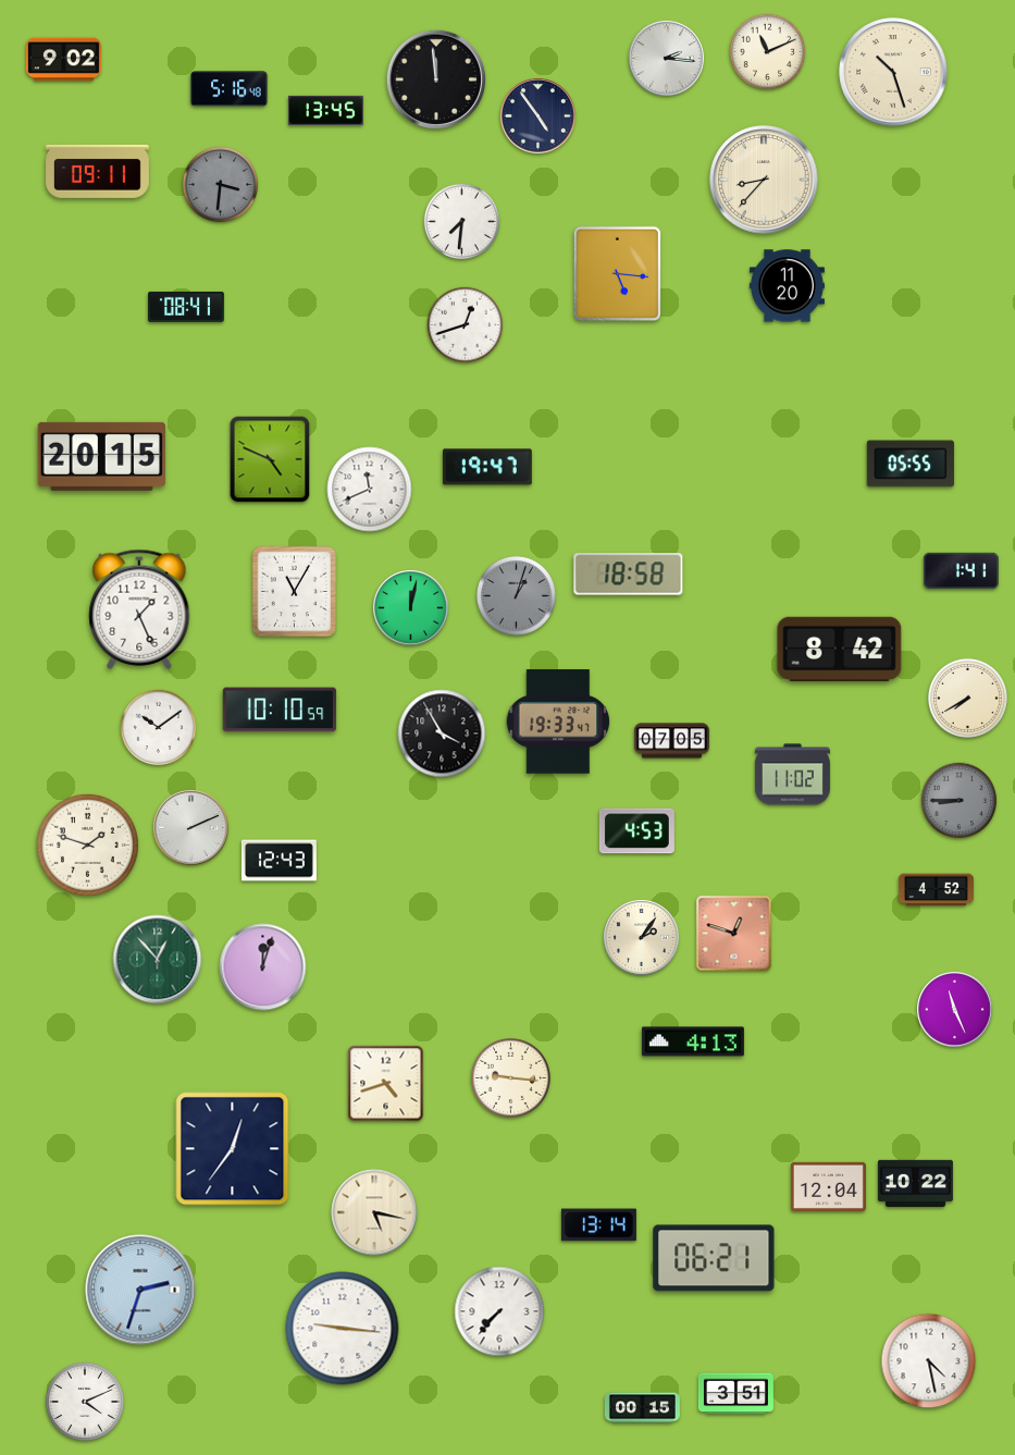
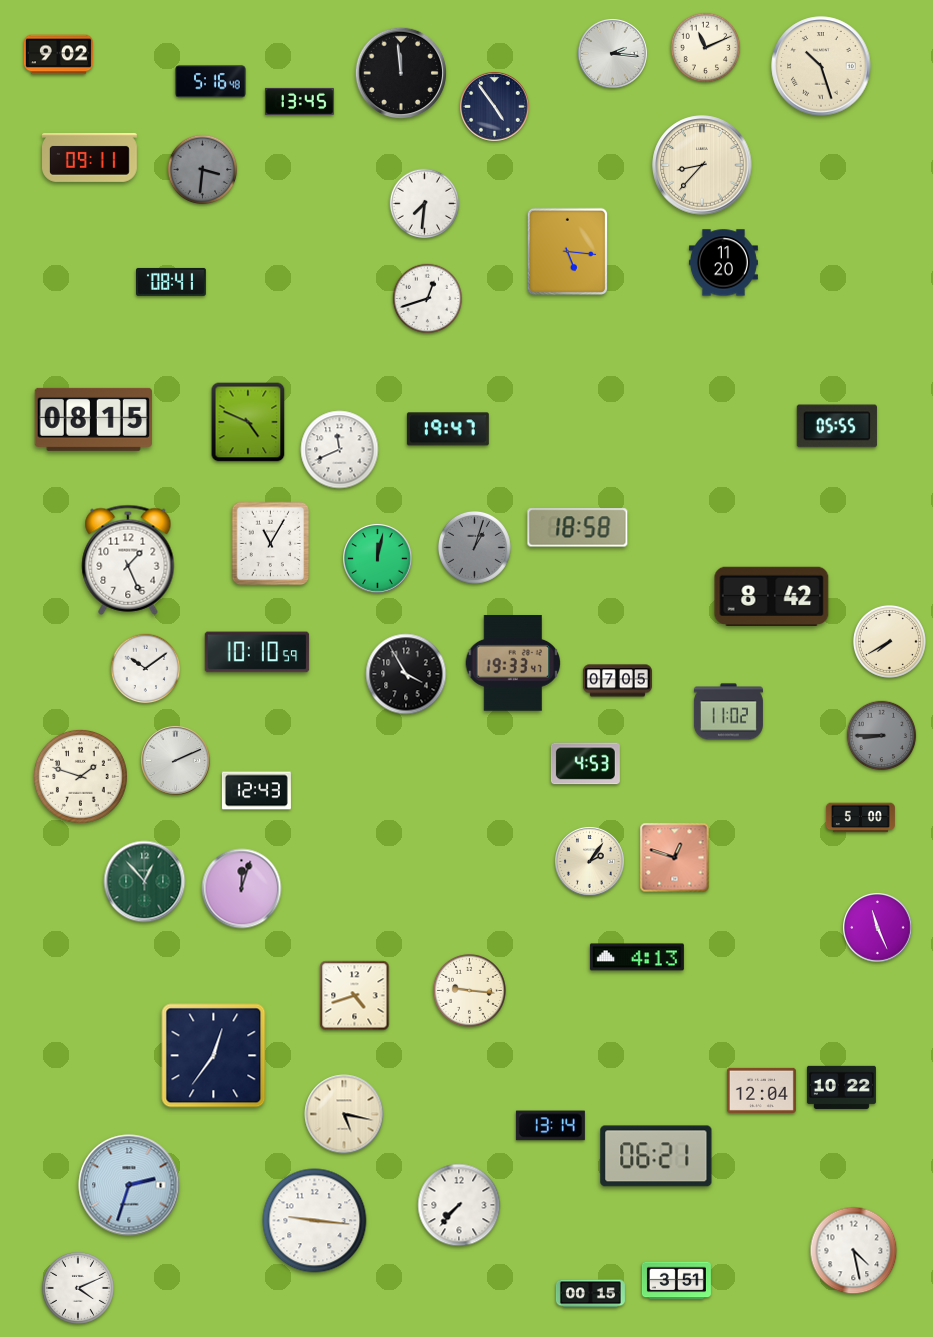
clock at (101, 456): 20:15 -> 08:15
clock at (961, 571): 1:41 -> none
clock at (936, 890): 4:52 -> 5:00
